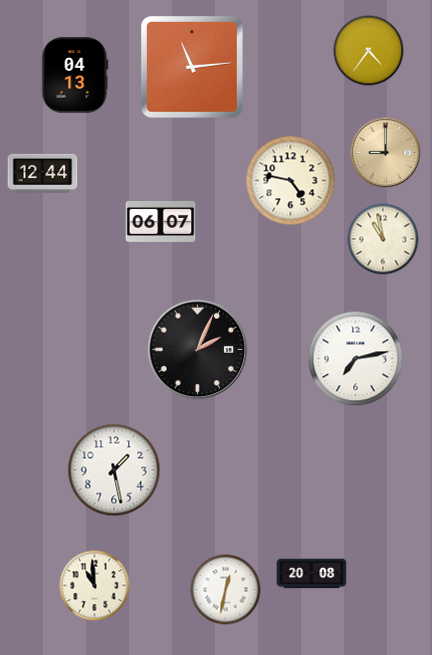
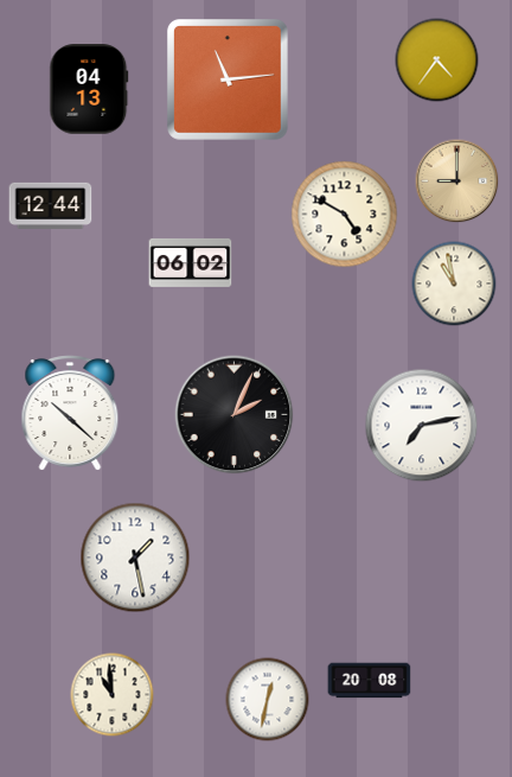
clock at (291, 181): 4:47 -> 4:50
clock at (161, 221): 06:07 -> 06:02
clock at (70, 413): none -> 10:22
